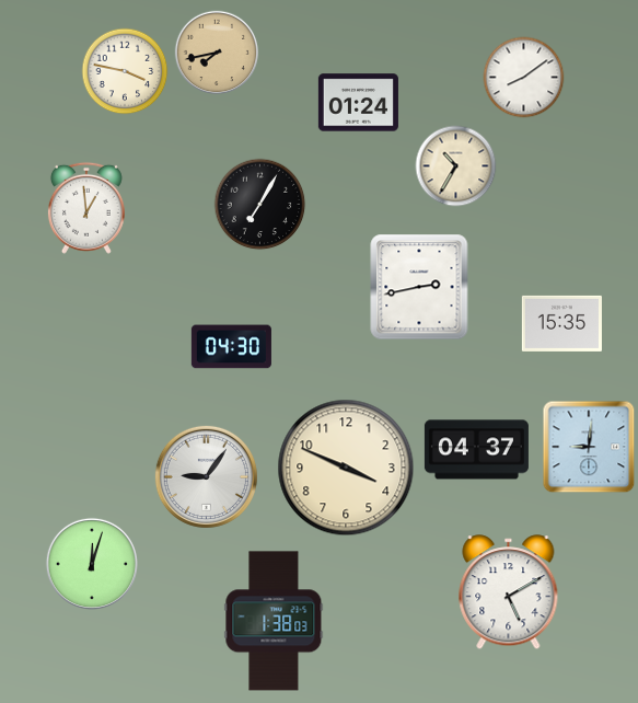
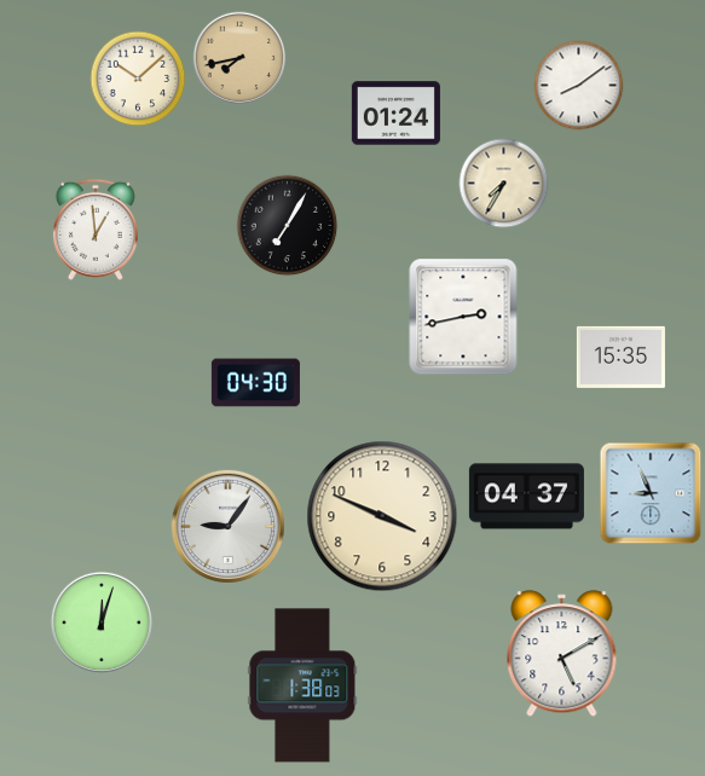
clock at (125, 71): 3:47 -> 10:08
clock at (456, 166): 10:35 -> 7:35
clock at (589, 447): 9:01 -> 8:56
